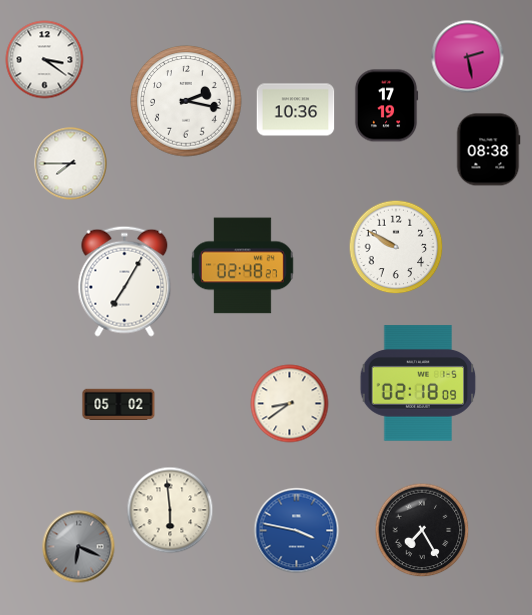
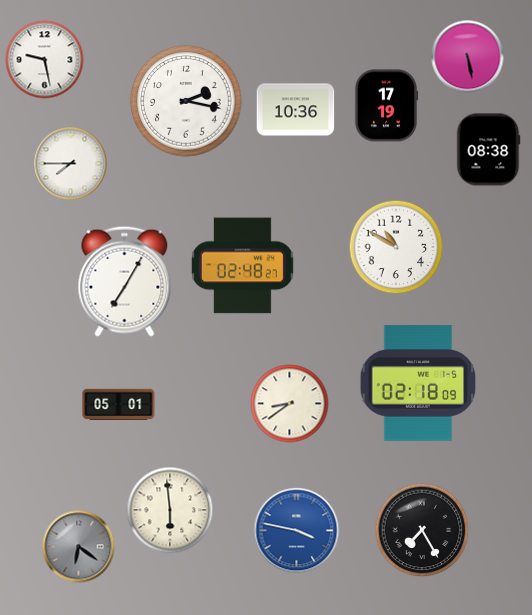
clock at (468, 57): 2:28 -> 5:28
clock at (45, 60): 3:21 -> 9:28
clock at (396, 247): 9:50 -> 10:50
clock at (119, 404): 05:02 -> 05:01
clock at (79, 547): 6:19 -> 6:21
